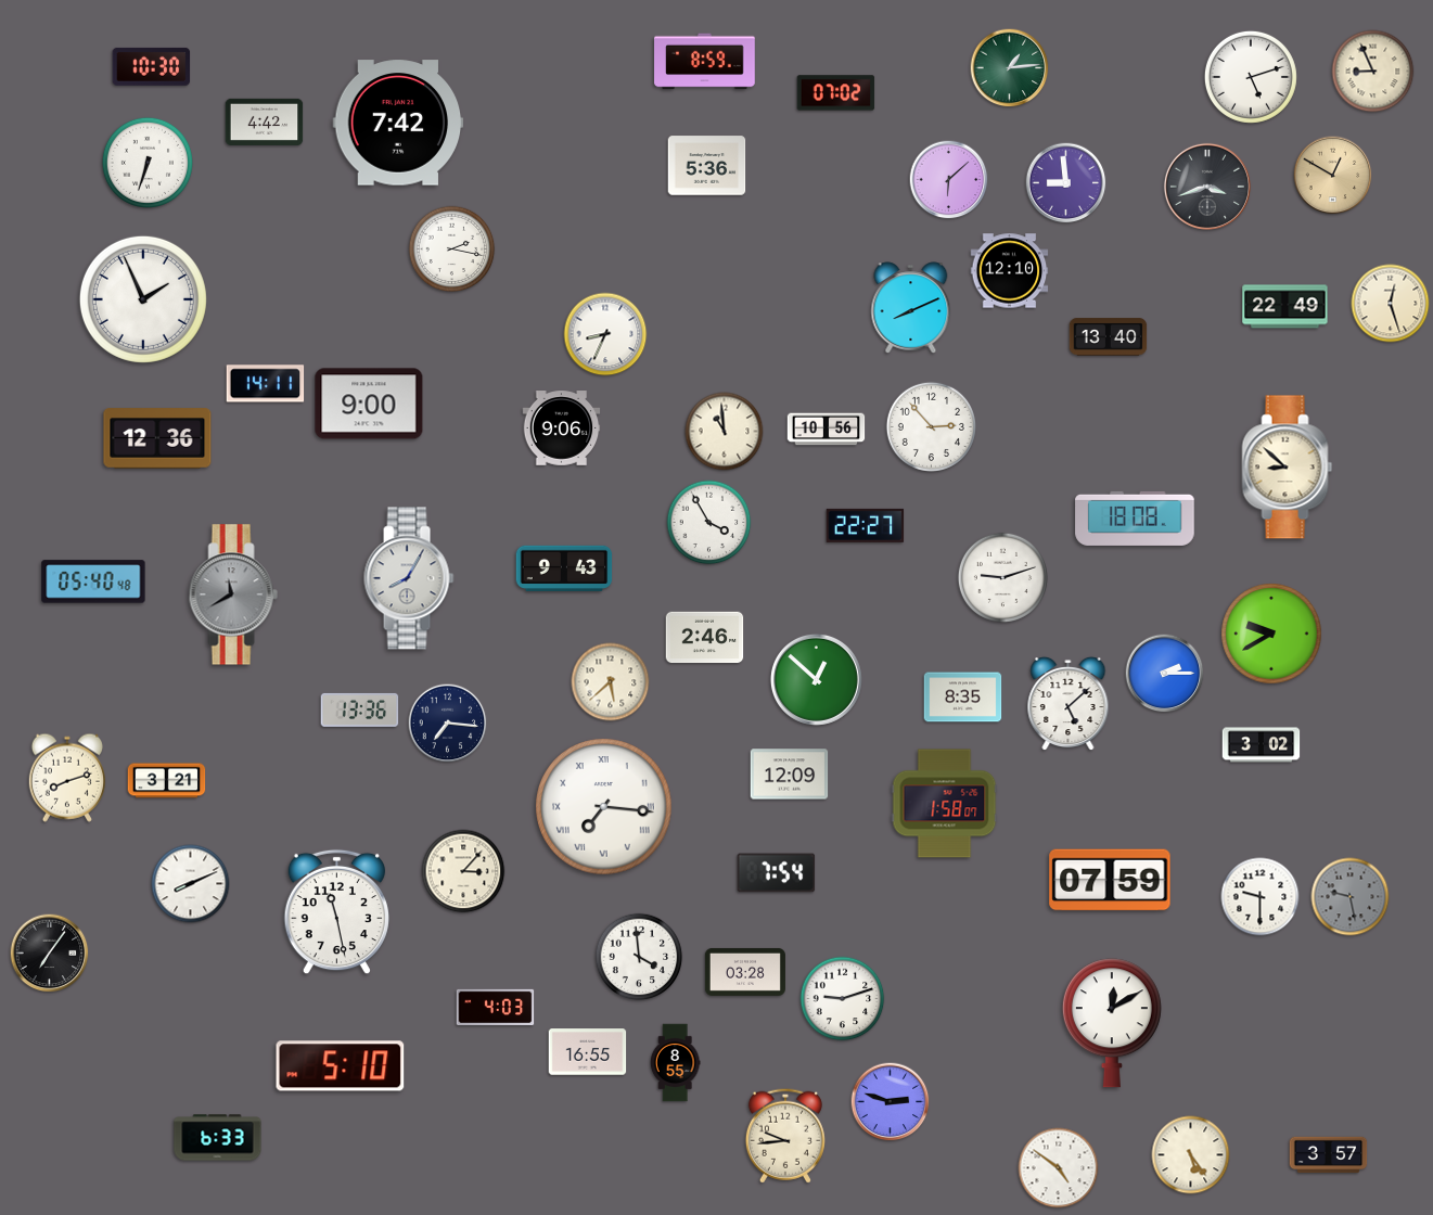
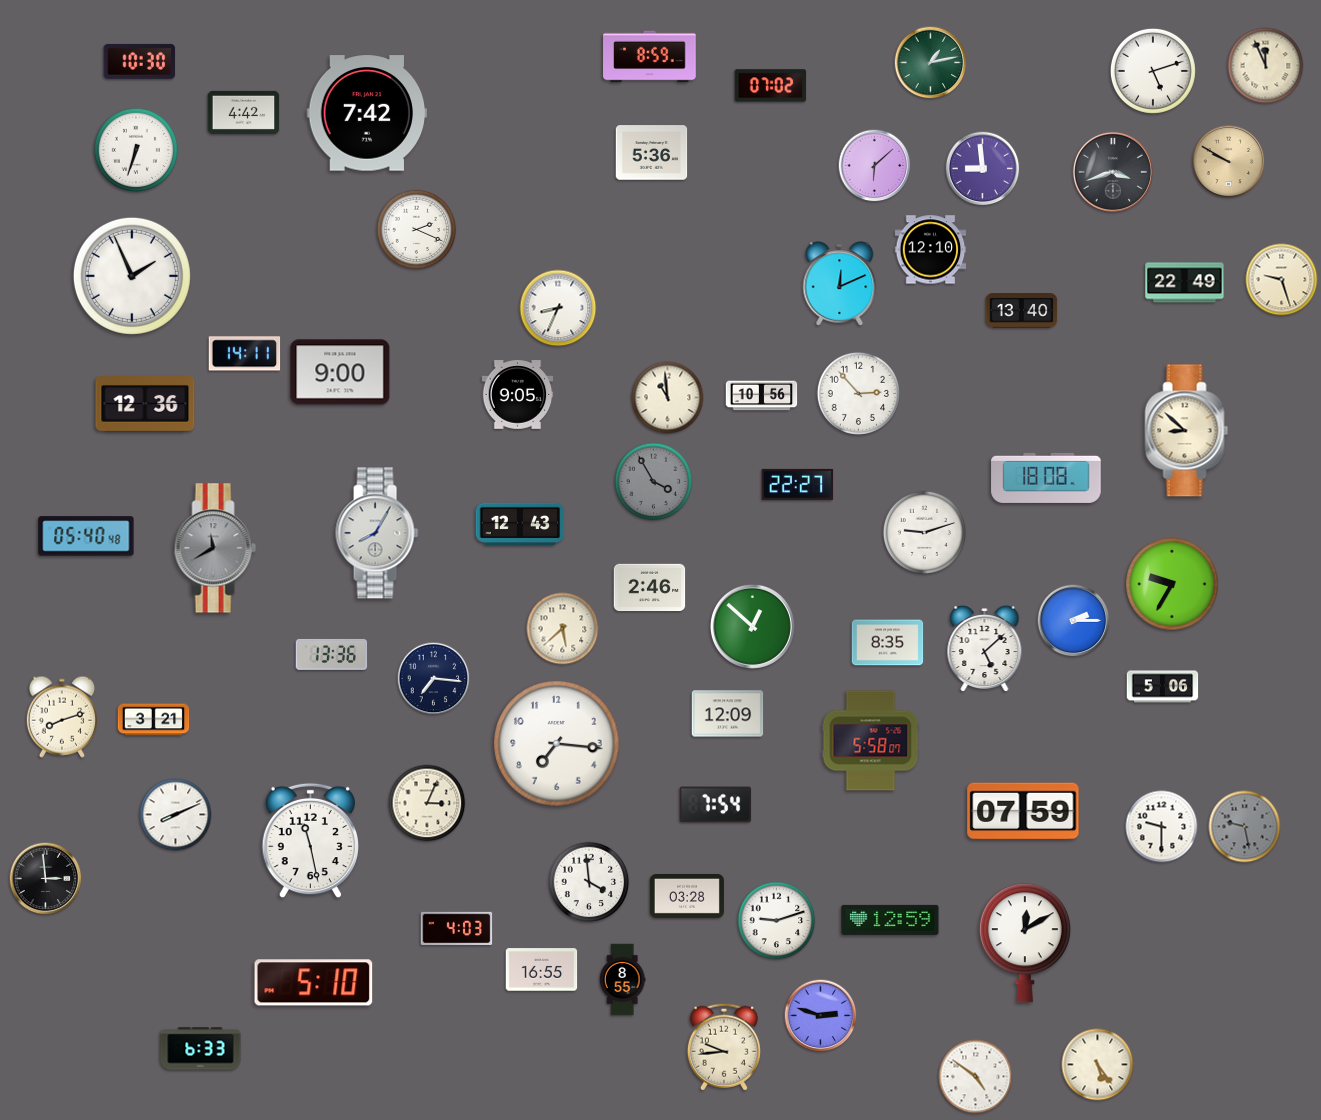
clock at (1010, 68): 1:14 -> 1:13
clock at (1373, 72): 8:56 -> 11:56
clock at (1333, 176): 12:50 -> 9:50
clock at (452, 250): 2:17 -> 2:19
clock at (1391, 304): 12:27 -> 9:27
clock at (911, 308): 8:11 -> 12:11
clock at (562, 429): 9:06 -> 9:05
clock at (709, 523) dial: white -> grey
clock at (564, 567): 9:43 -> 12:43
clock at (1271, 634): 9:40 -> 9:35
clock at (448, 724) position: (448, 724) -> (434, 679)
clock at (1262, 745): 3:02 -> 5:06
clock at (945, 804): 1:58 -> 5:58
clock at (604, 807) numerals: Roman -> Arabic
clock at (463, 871): 3:07 -> 3:04
clock at (50, 954): 7:06 -> 2:59
clock at (890, 920): none -> 12:59
clock at (1329, 1155): 3:57 -> none
